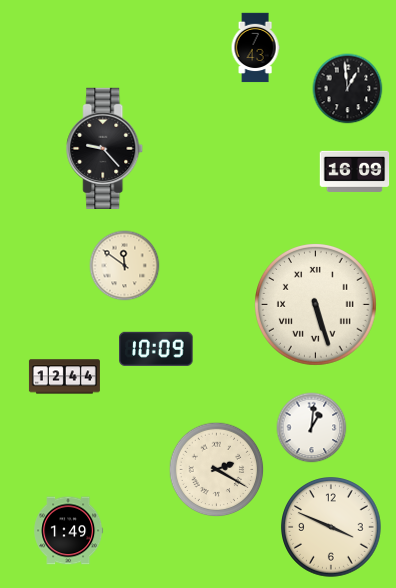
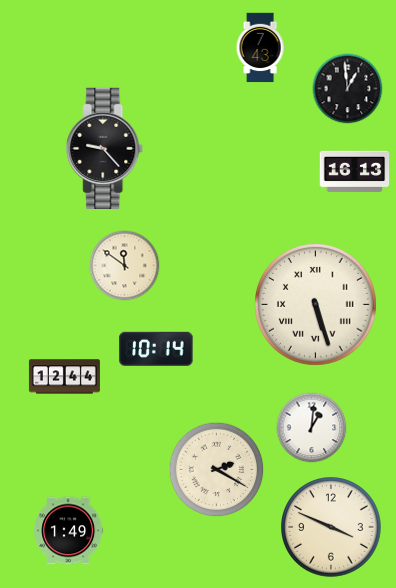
clock at (255, 48) position: (255, 48) -> (260, 48)
clock at (355, 171): 16:09 -> 16:13
clock at (156, 349): 10:09 -> 10:14
